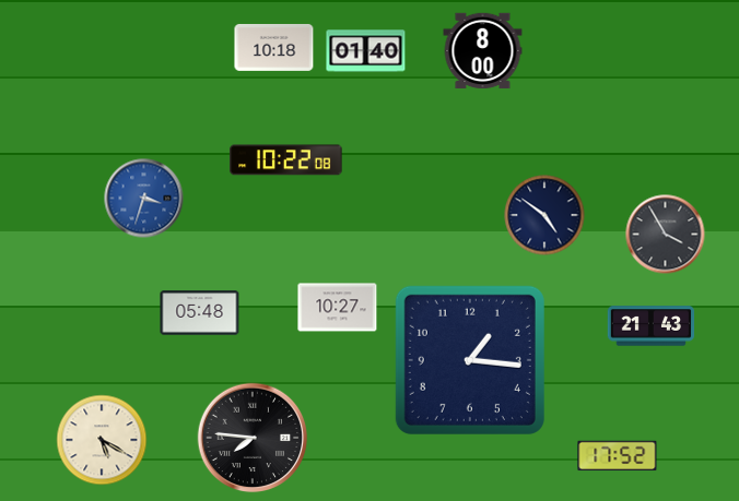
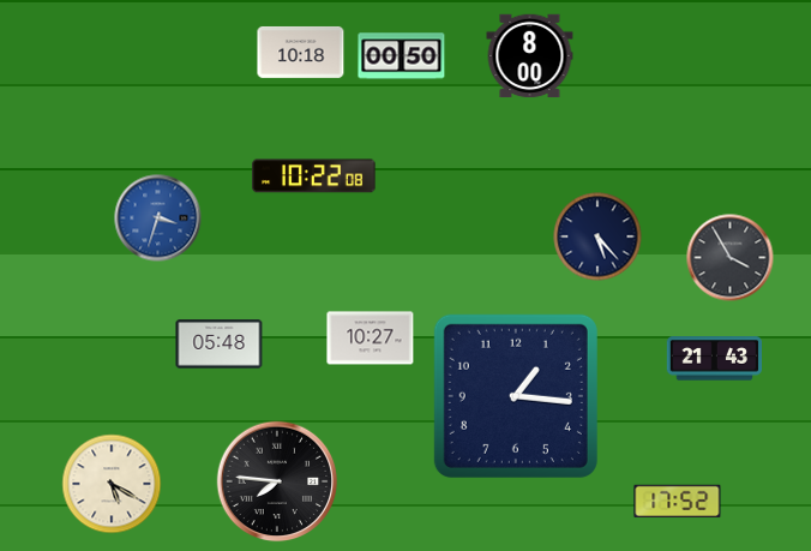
clock at (366, 51): 01:40 -> 00:50
clock at (544, 215): 4:51 -> 5:23
